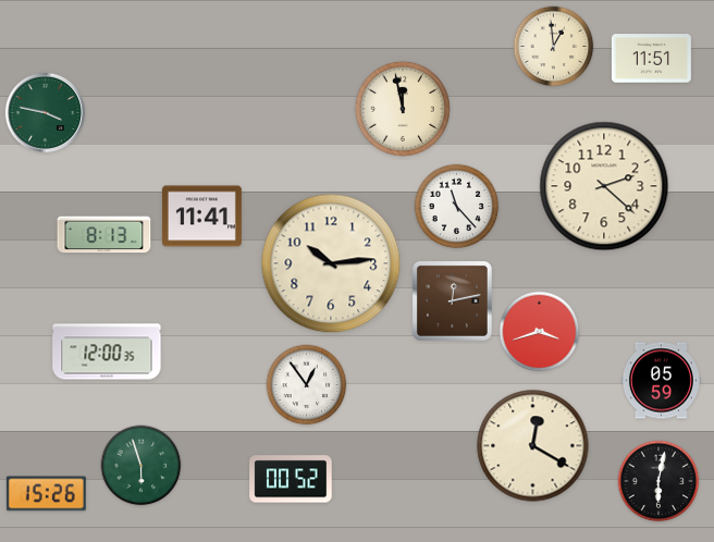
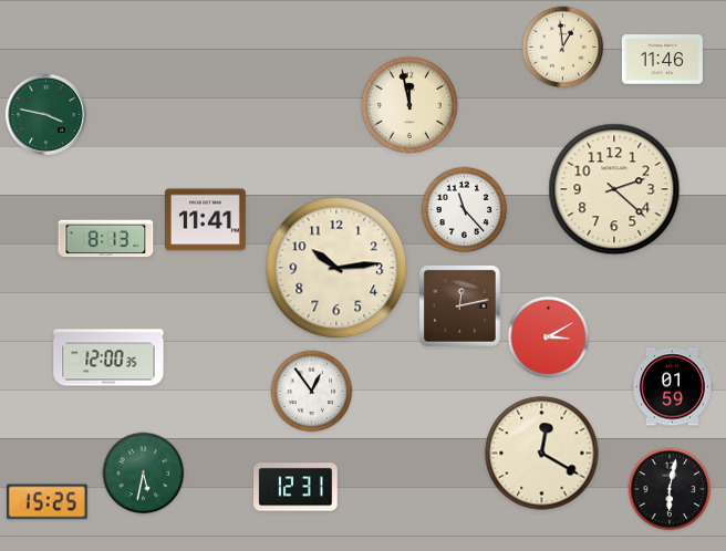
clock at (651, 59): 11:51 -> 11:46
clock at (403, 109) position: (403, 109) -> (409, 105)
clock at (540, 332): 3:42 -> 3:10
clock at (661, 381): 05:59 -> 01:59
clock at (141, 466): 5:57 -> 5:32
clock at (291, 479): 00:52 -> 12:31
clock at (46, 494): 15:26 -> 15:25
